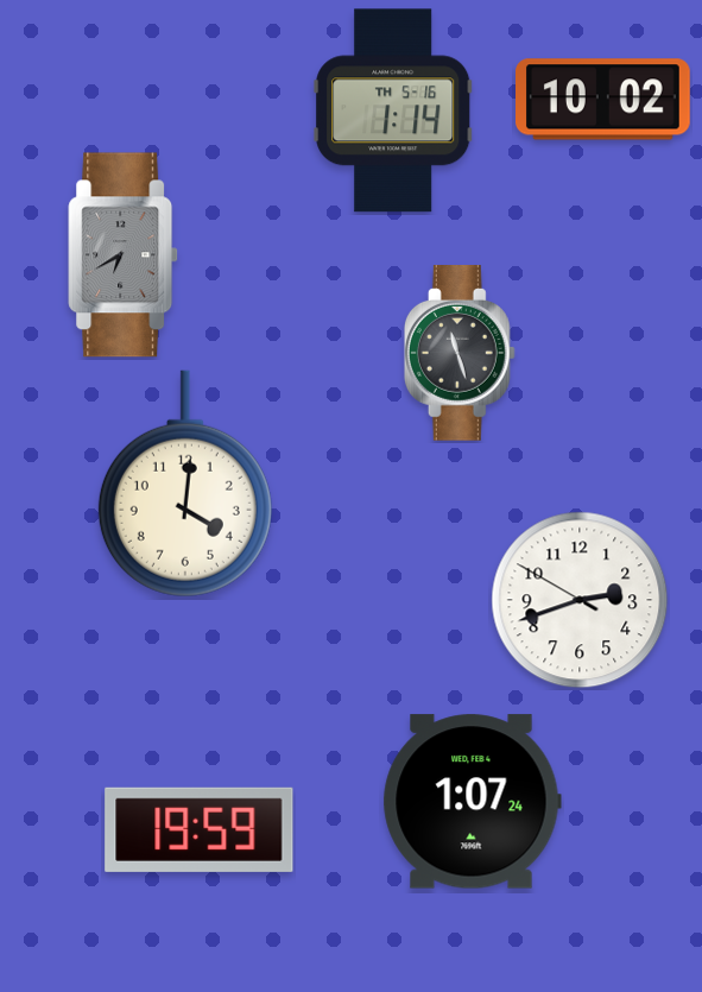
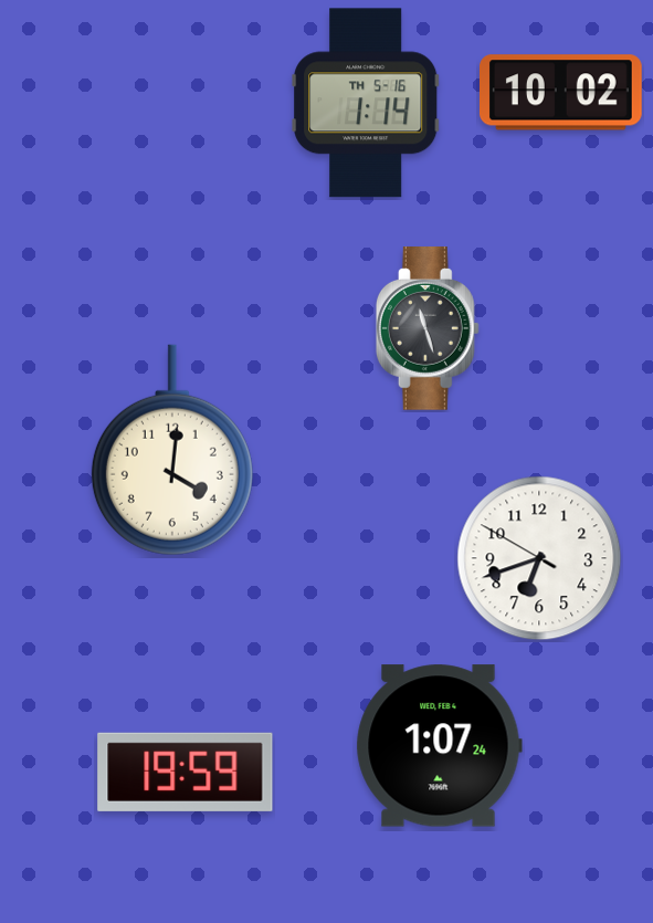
clock at (124, 255): 6:40 -> none
clock at (580, 600): 2:41 -> 6:41
